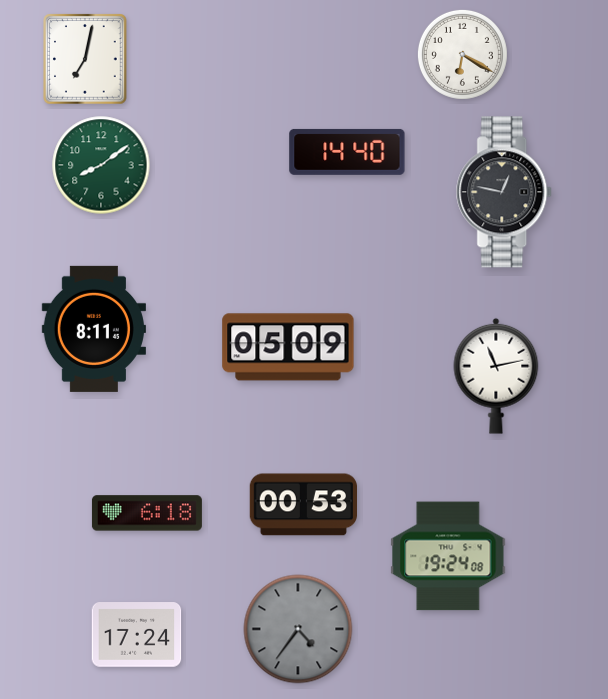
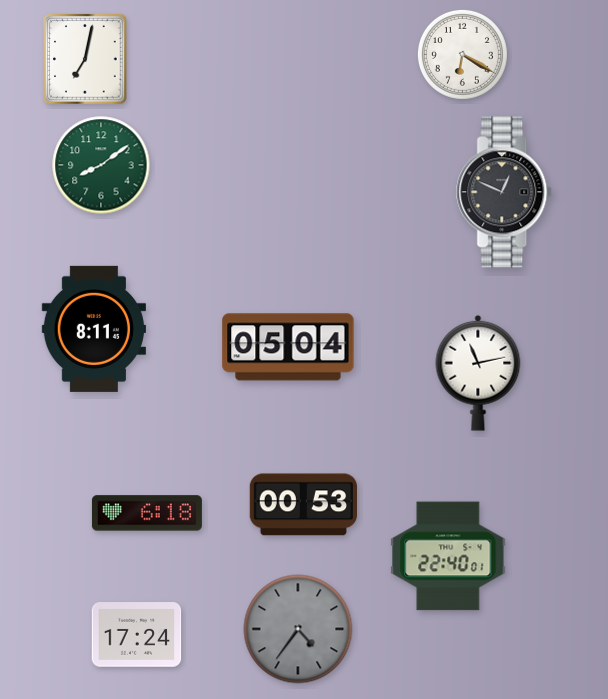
clock at (347, 152): 14:40 -> none
clock at (505, 192): 12:47 -> 12:49
clock at (288, 347): 05:09 -> 05:04
clock at (496, 376) position: (496, 376) -> (478, 373)
clock at (448, 556): 19:24 -> 22:40
